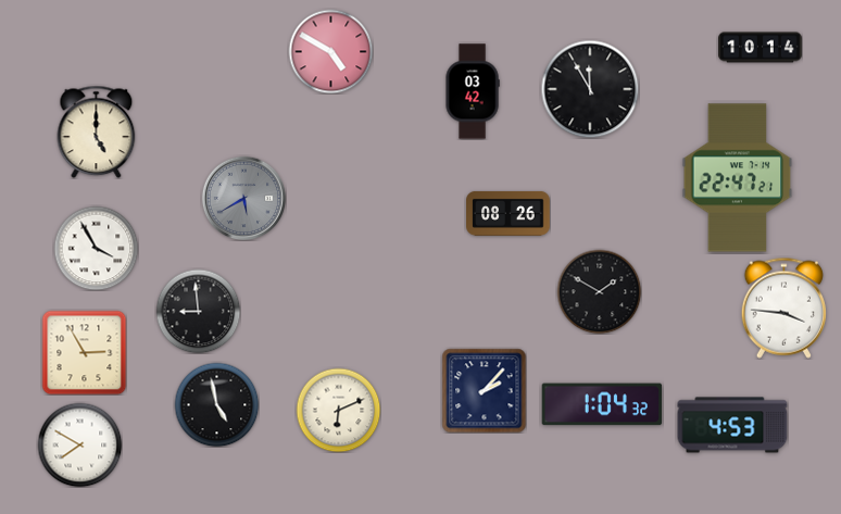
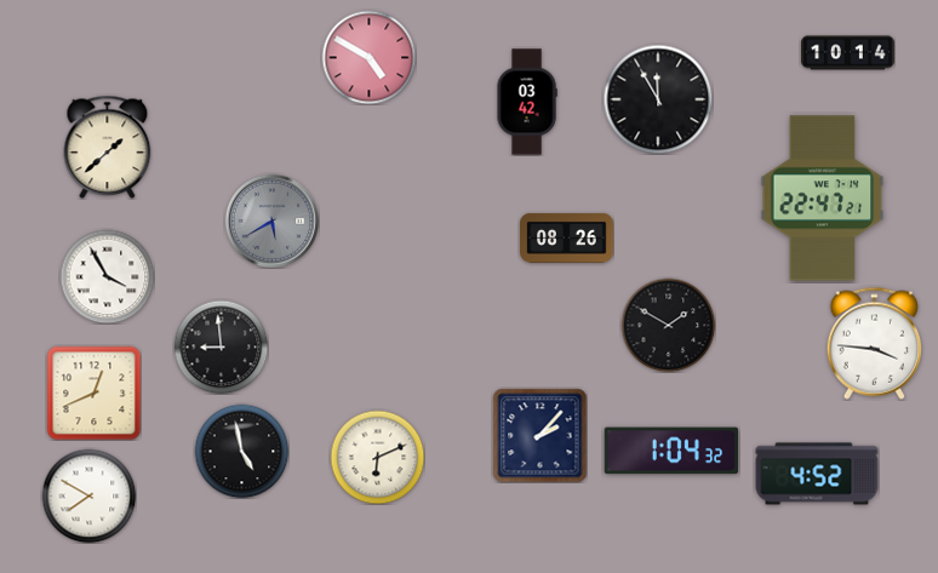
clock at (97, 131): 5:00 -> 1:38
clock at (84, 352): 2:55 -> 12:41
clock at (732, 425): 4:53 -> 4:52
